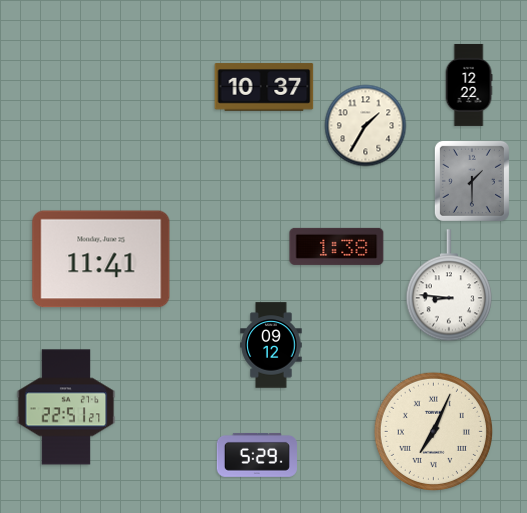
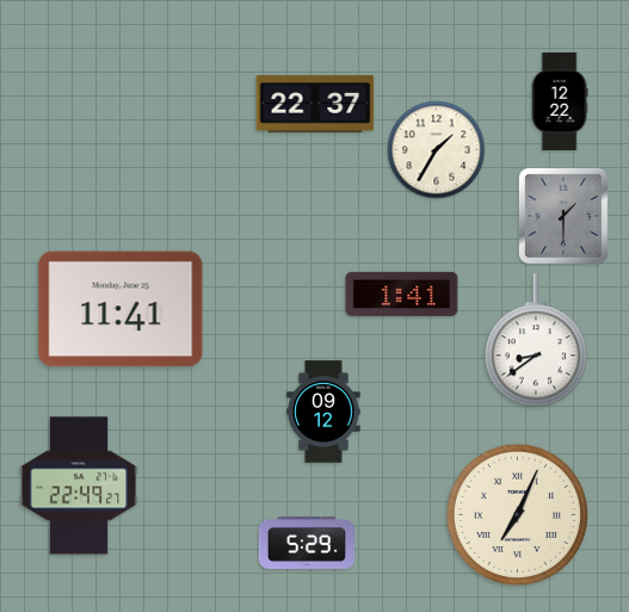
clock at (264, 87): 10:37 -> 22:37
clock at (337, 246): 1:38 -> 1:41
clock at (448, 286): 8:46 -> 8:39
clock at (66, 407): 22:51 -> 22:49
